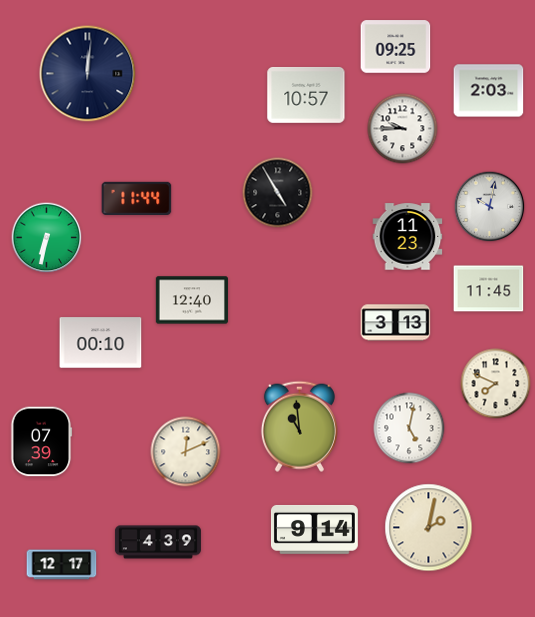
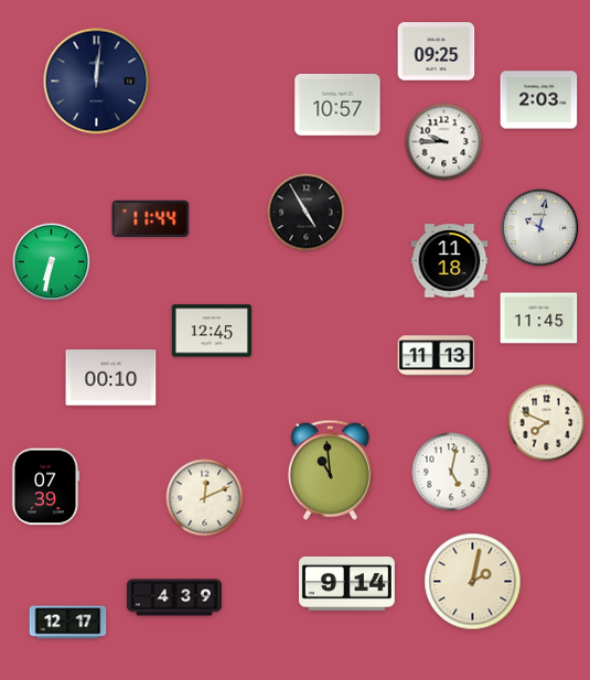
clock at (408, 237): 11:23 -> 11:18
clock at (192, 300): 12:40 -> 12:45
clock at (396, 323): 3:13 -> 11:13
